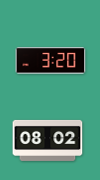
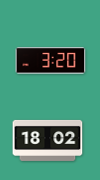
clock at (48, 140): 08:02 -> 18:02
